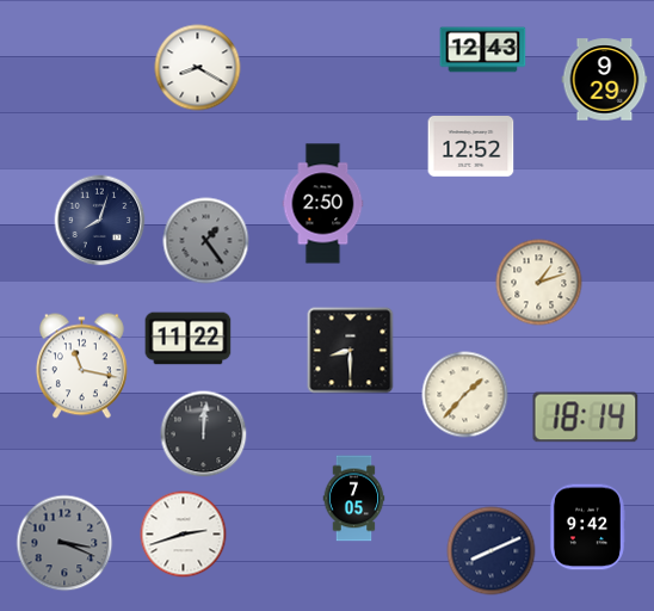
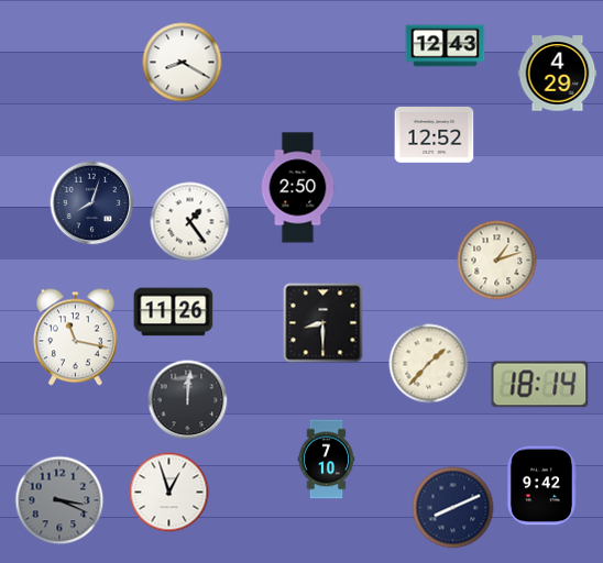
clock at (605, 80): 9:29 -> 4:29
clock at (206, 241) dial: grey -> white
clock at (189, 339): 11:22 -> 11:26
clock at (354, 499): 7:05 -> 7:10
clock at (184, 535): 2:42 -> 12:57
